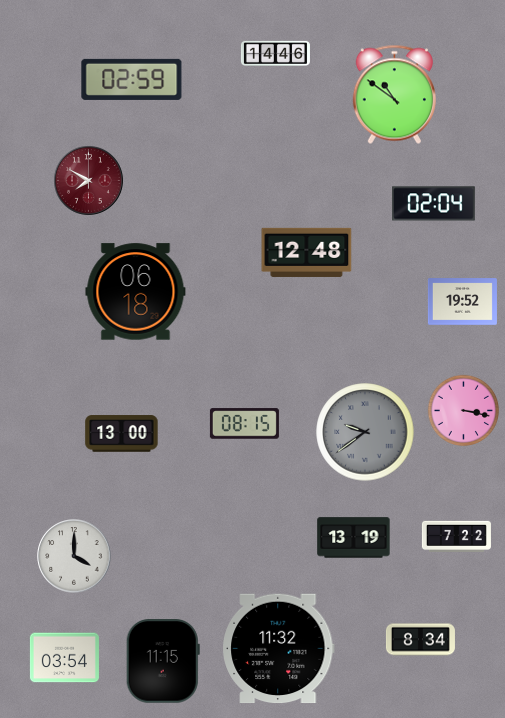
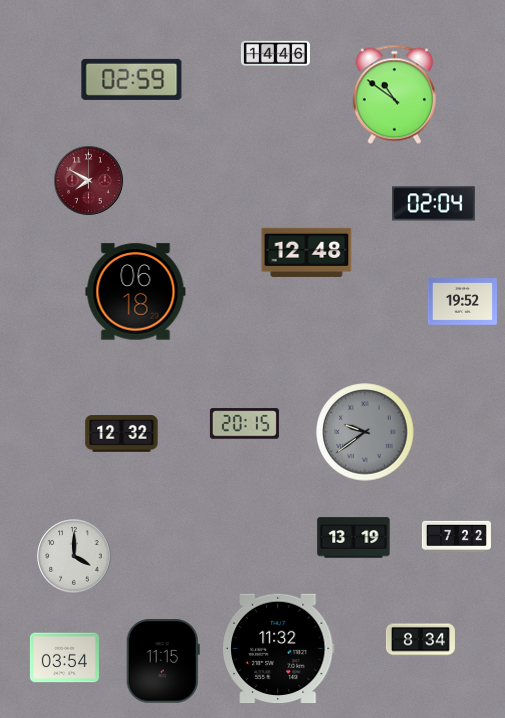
clock at (463, 410): 3:17 -> none
clock at (244, 424): 08:15 -> 20:15
clock at (122, 434): 13:00 -> 12:32
